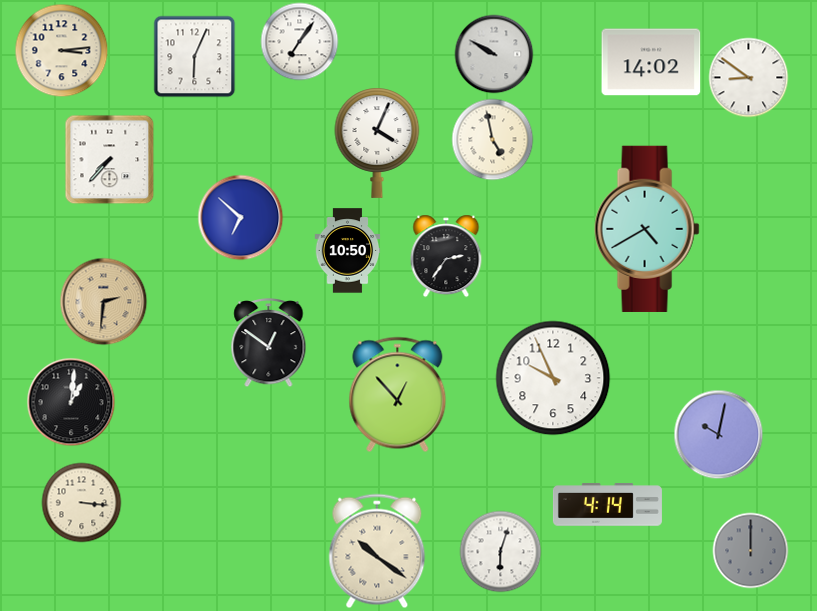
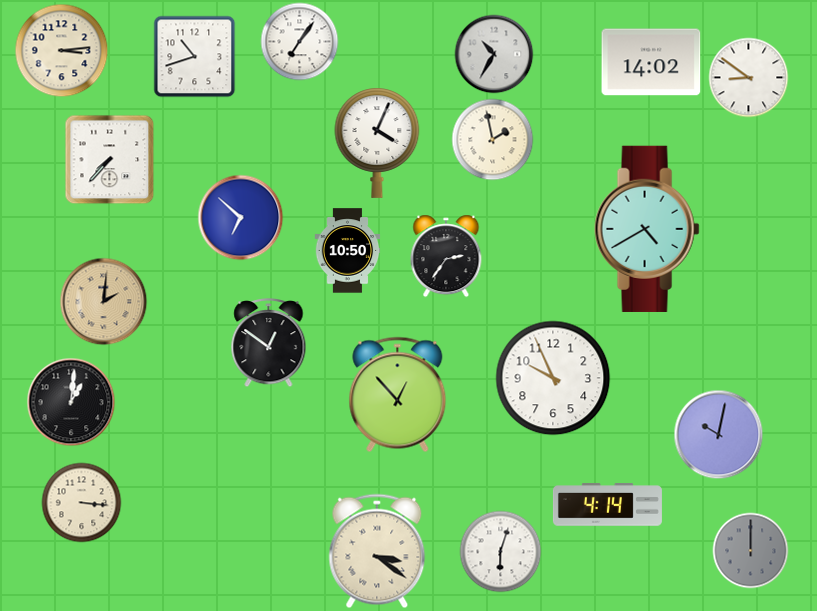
clock at (494, 54): 9:50 -> 10:35
clock at (195, 57): 6:04 -> 10:42
clock at (493, 140): 4:58 -> 1:58
clock at (104, 302): 2:31 -> 2:01
clock at (377, 551): 10:21 -> 3:21
